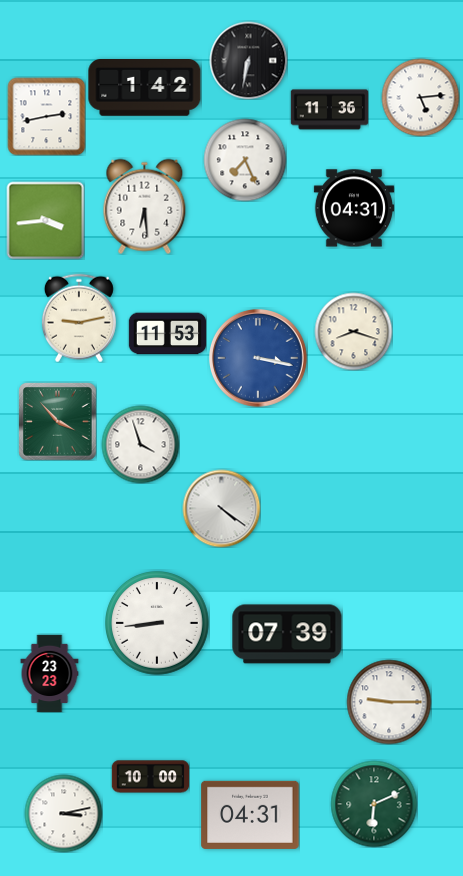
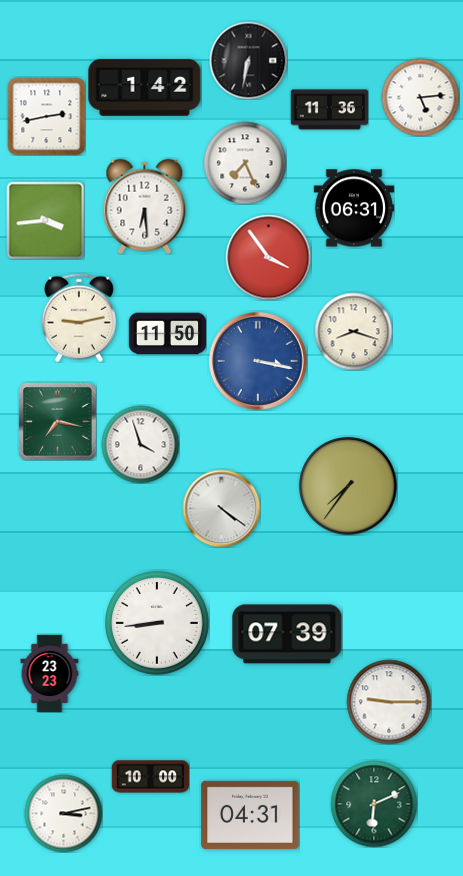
clock at (245, 160) position: (245, 160) -> (245, 163)
clock at (353, 208): 04:31 -> 06:31
clock at (268, 257): none -> 3:54
clock at (167, 334): 11:53 -> 11:50
clock at (259, 359) position: (259, 359) -> (259, 362)
clock at (57, 421): 3:53 -> 7:17
clock at (348, 486): none -> 7:36
